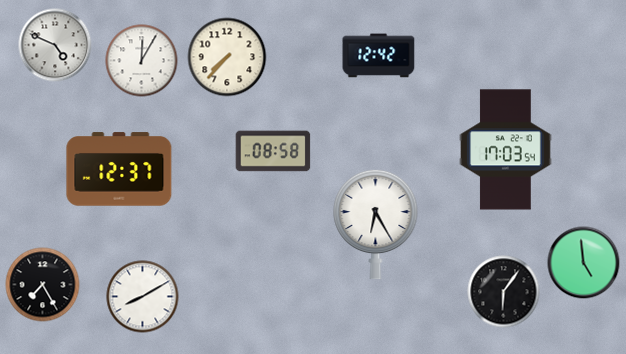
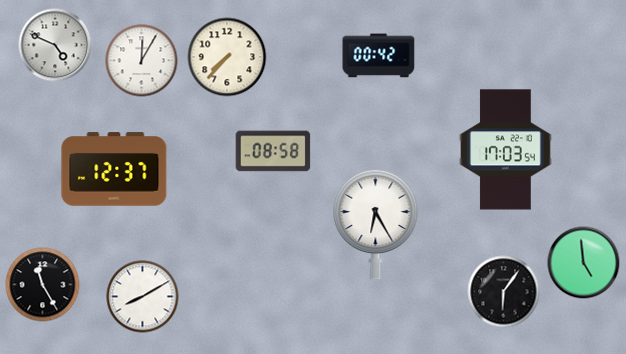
clock at (379, 56): 12:42 -> 00:42
clock at (119, 169) position: (119, 169) -> (114, 169)
clock at (43, 285): 7:25 -> 11:25
